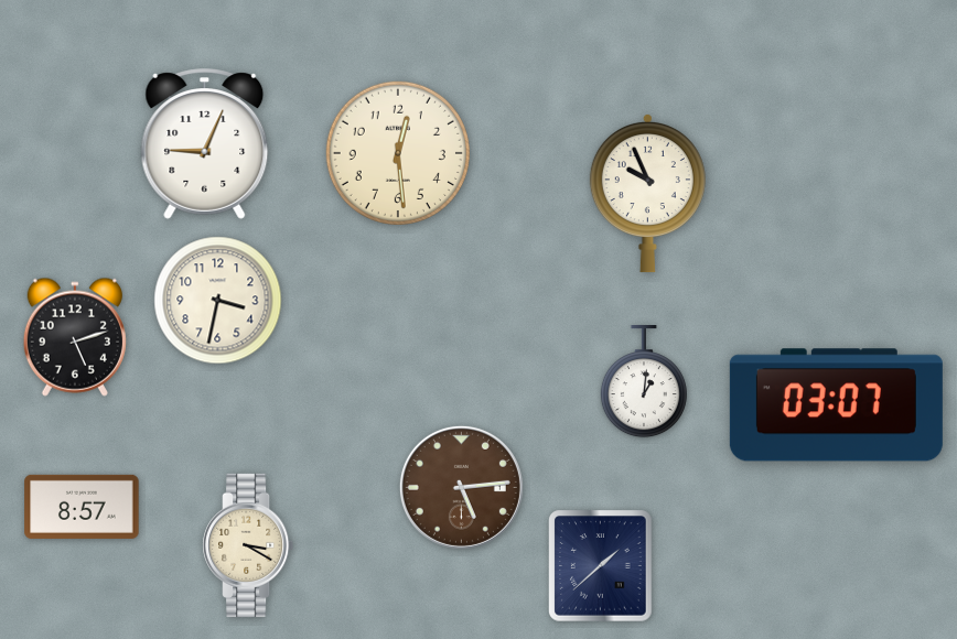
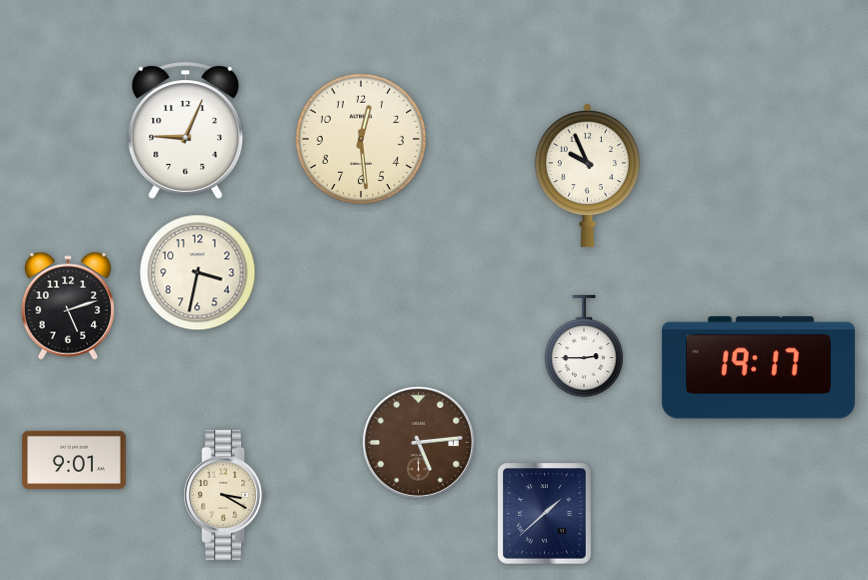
clock at (644, 382): 1:01 -> 2:45
clock at (836, 405): 03:07 -> 19:17
clock at (82, 507): 8:57 -> 9:01
